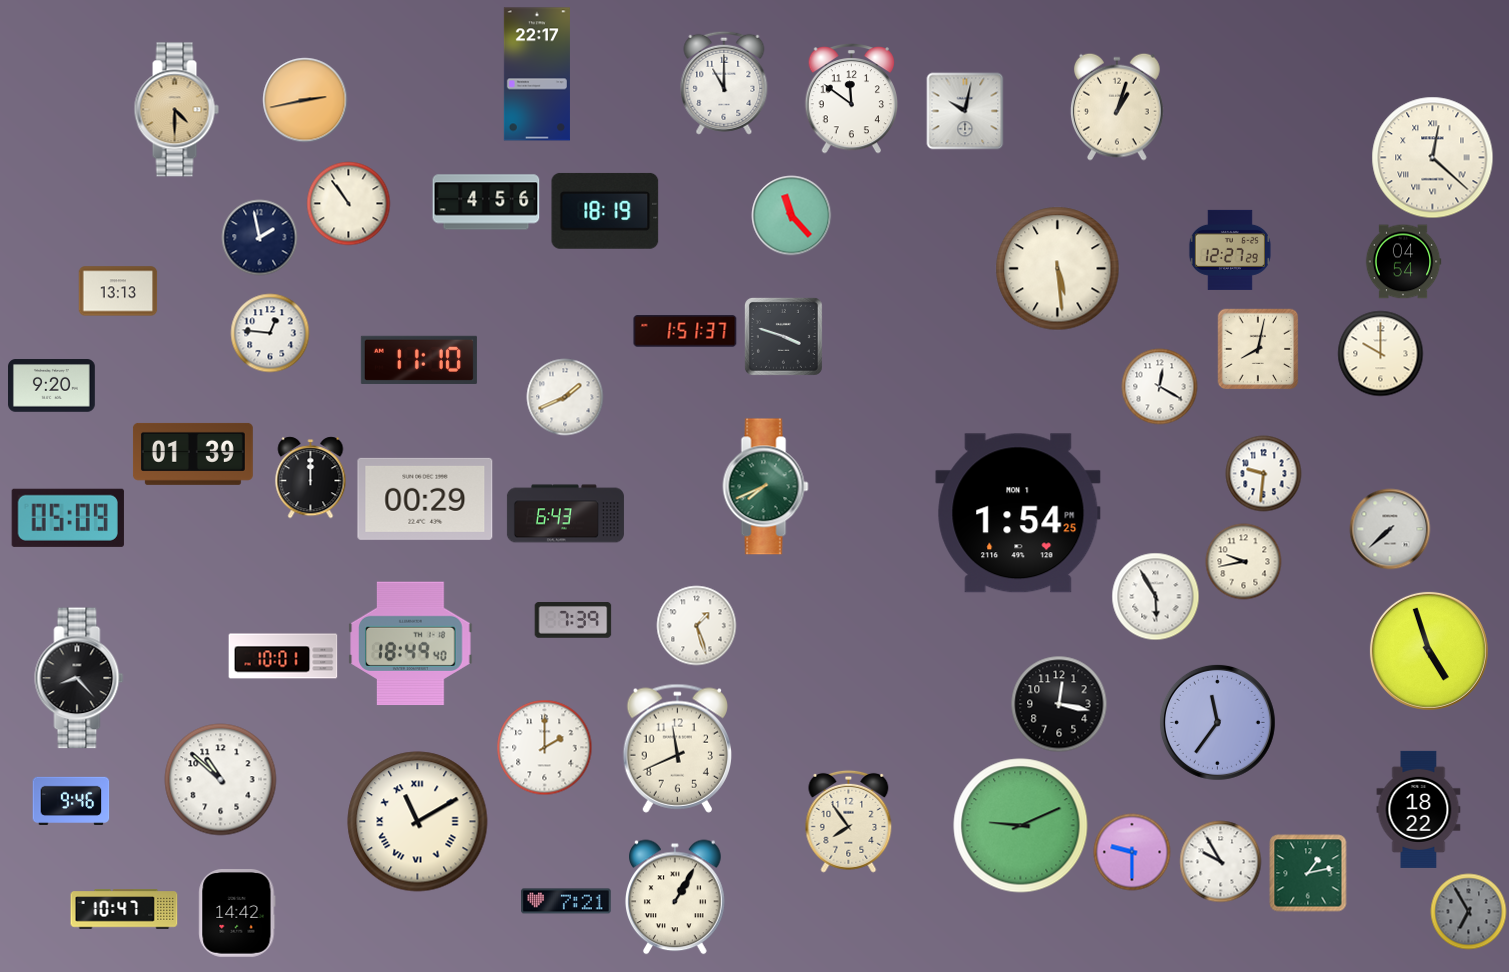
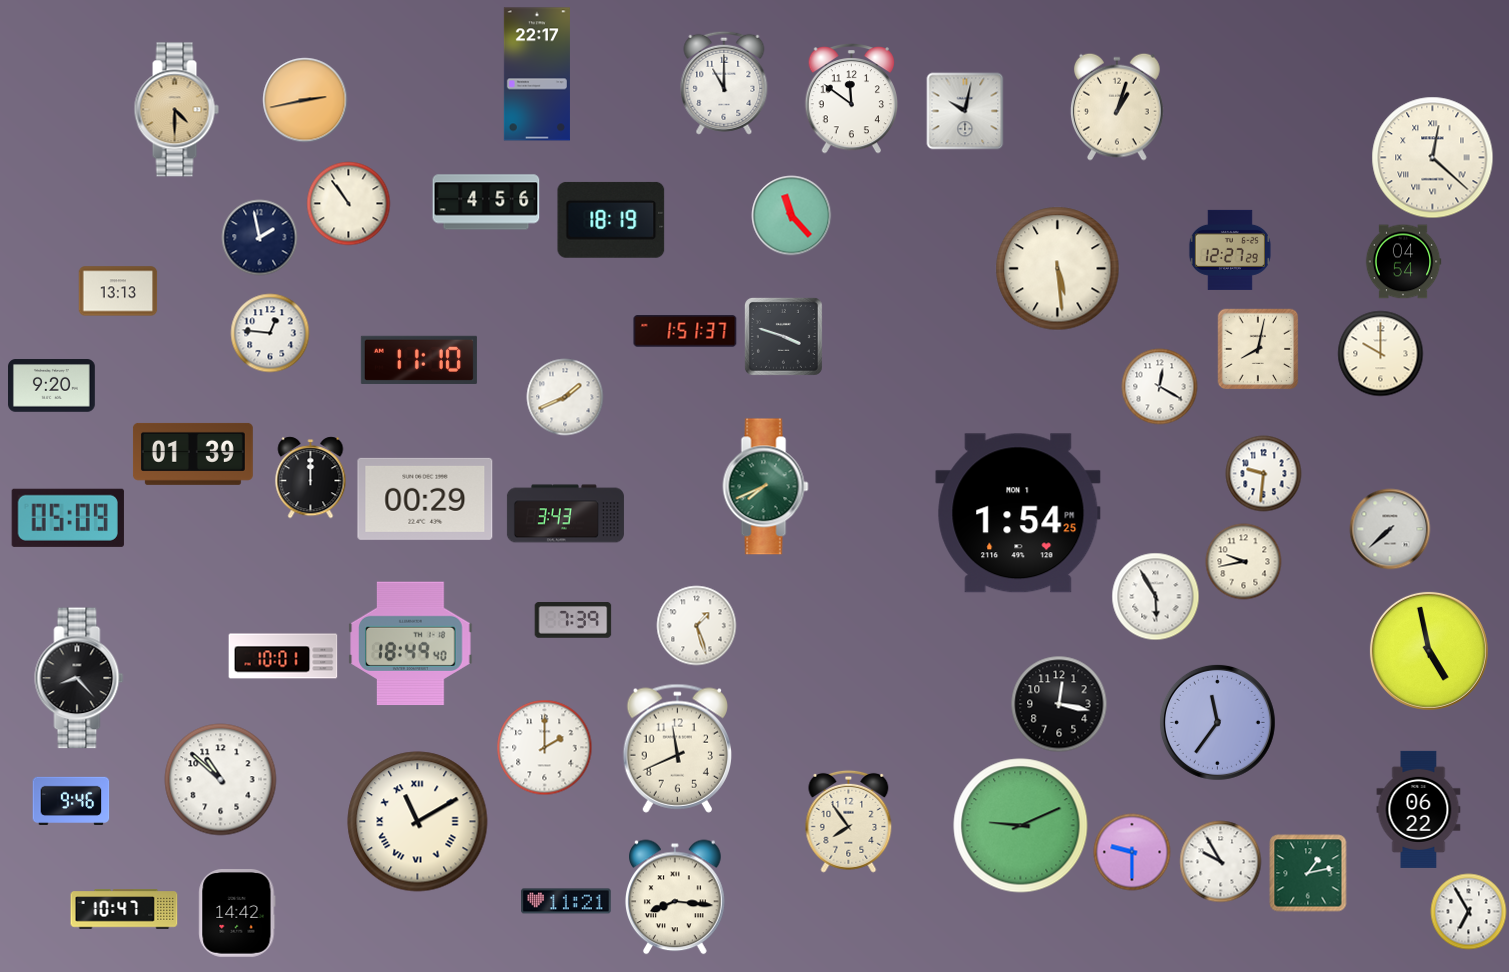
clock at (605, 211) position: (605, 211) -> (611, 220)
clock at (565, 514): 6:43 -> 3:43
clock at (1429, 651): 4:57 -> 4:58
clock at (1419, 809): 18:22 -> 06:22
clock at (676, 897): 1:05 -> 8:16
clock at (566, 901): 7:21 -> 11:21
clock at (1469, 912) dial: grey -> white
